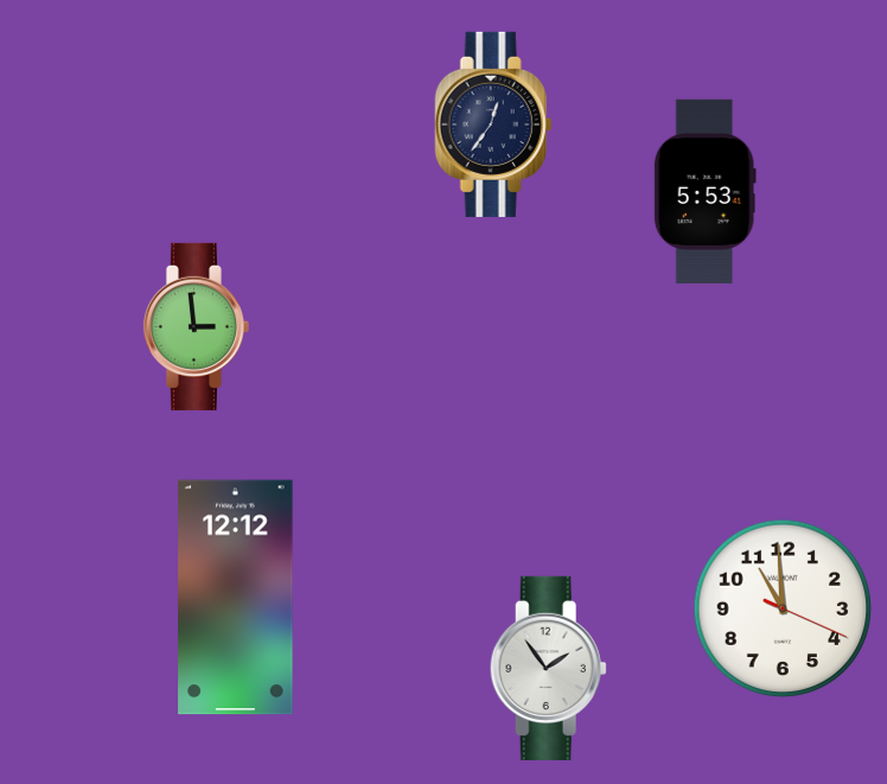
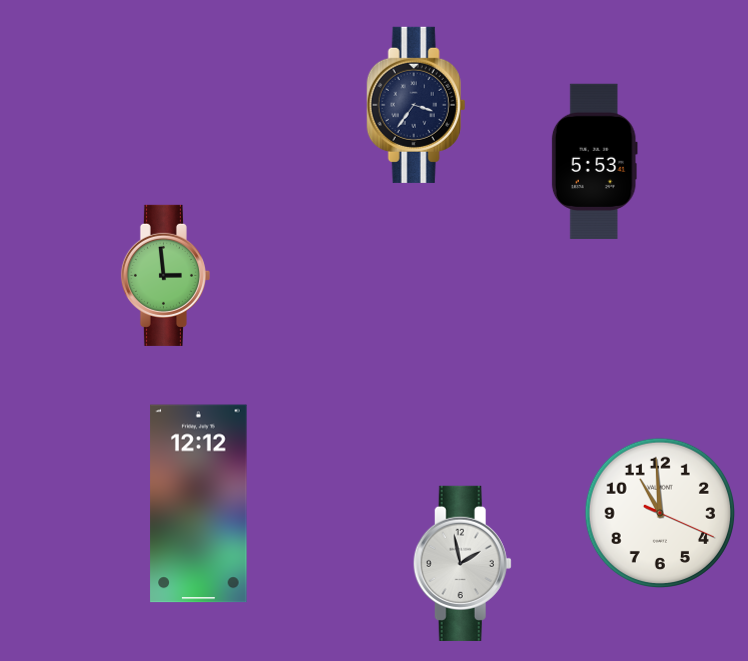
clock at (493, 125): 12:36 -> 3:36
clock at (548, 668): 1:54 -> 1:58
